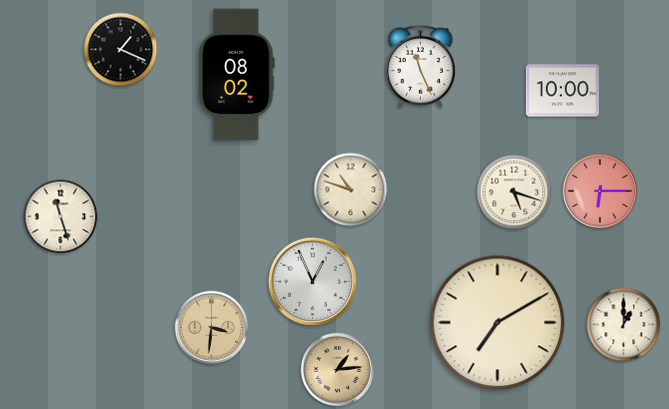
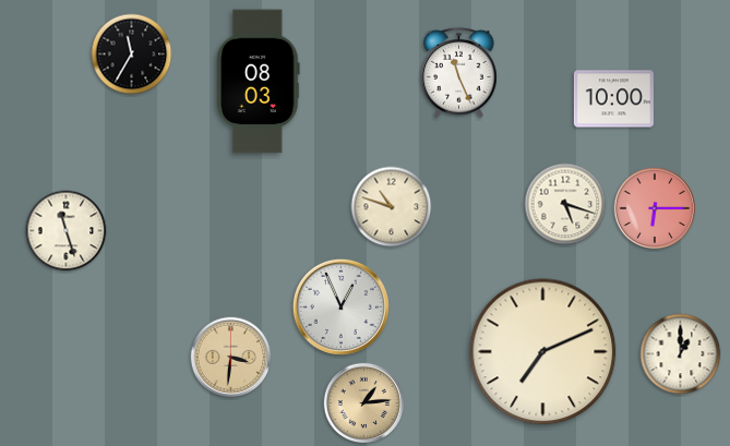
clock at (121, 50): 1:19 -> 11:35
clock at (237, 75): 08:02 -> 08:03
clock at (351, 190) position: (351, 190) -> (392, 207)
clock at (514, 192) position: (514, 192) -> (565, 204)
clock at (61, 217) position: (61, 217) -> (67, 231)
clock at (498, 323): 7:10 -> 7:11
clock at (338, 370) position: (338, 370) -> (364, 403)
